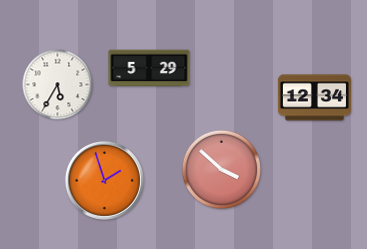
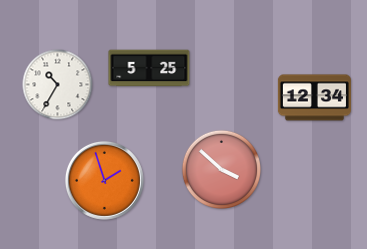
clock at (149, 68): 5:29 -> 5:25
clock at (58, 85): 5:35 -> 10:35
